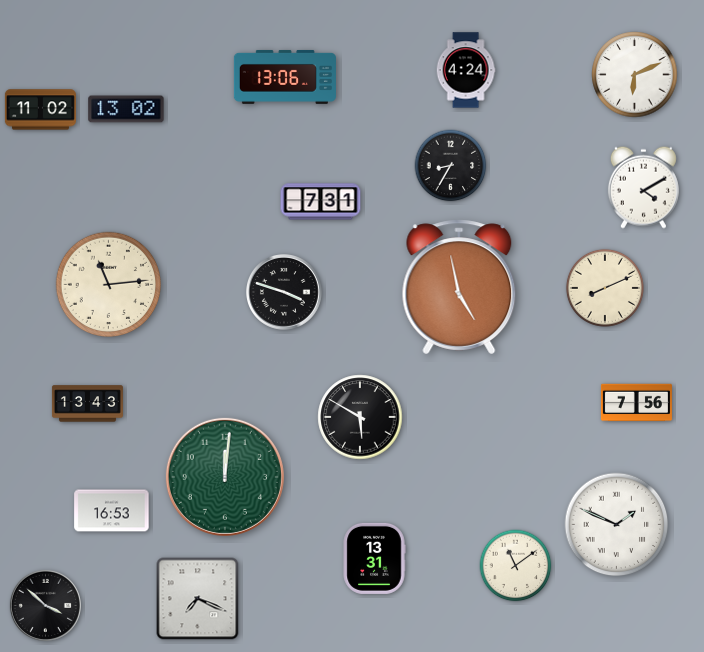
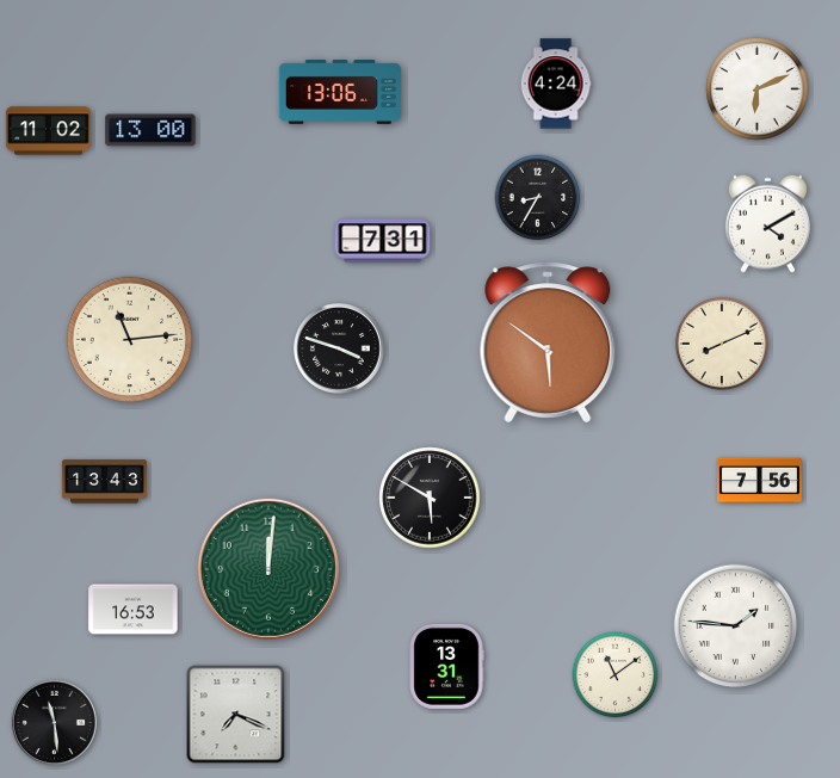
clock at (126, 109): 13:02 -> 13:00
clock at (459, 287): 4:58 -> 5:51
clock at (617, 525): 1:49 -> 1:46
clock at (45, 605): 3:52 -> 11:29
